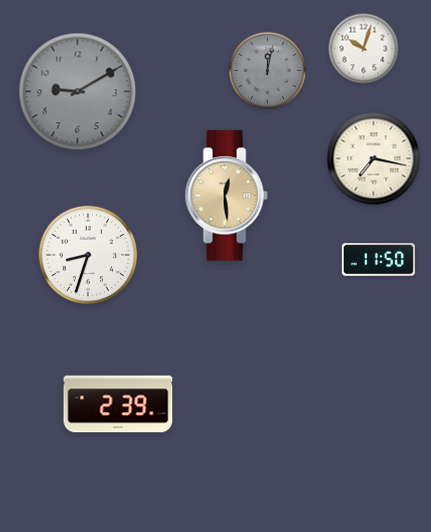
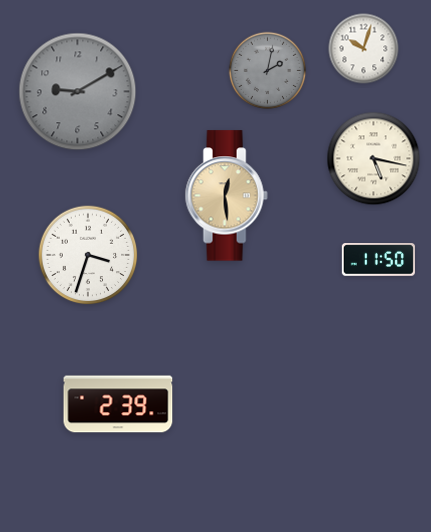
clock at (268, 71): 12:02 -> 2:02
clock at (374, 159): 7:17 -> 5:17
clock at (88, 255): 8:33 -> 3:33
